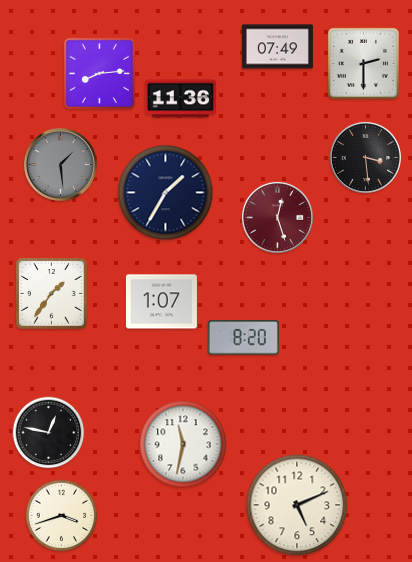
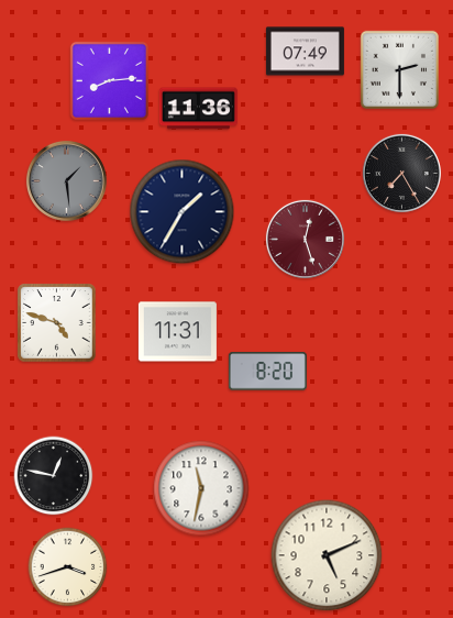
clock at (365, 157): 3:29 -> 7:25
clock at (52, 294): 1:36 -> 4:48
clock at (161, 302): 1:07 -> 11:31
